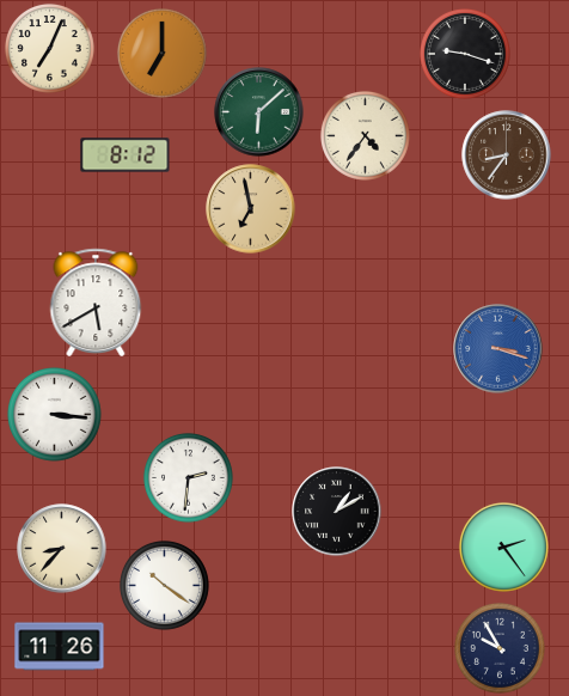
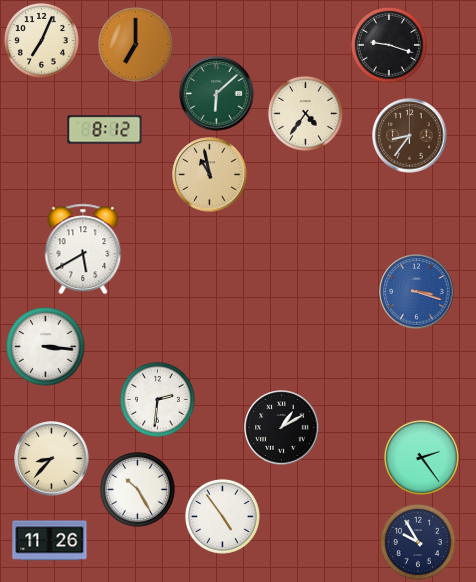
clock at (507, 155) position: (507, 155) -> (410, 136)
clock at (251, 209): 6:58 -> 10:58
clock at (96, 301) position: (96, 301) -> (83, 248)
clock at (164, 585): 10:21 -> 10:25
clock at (222, 516): none -> 4:54
